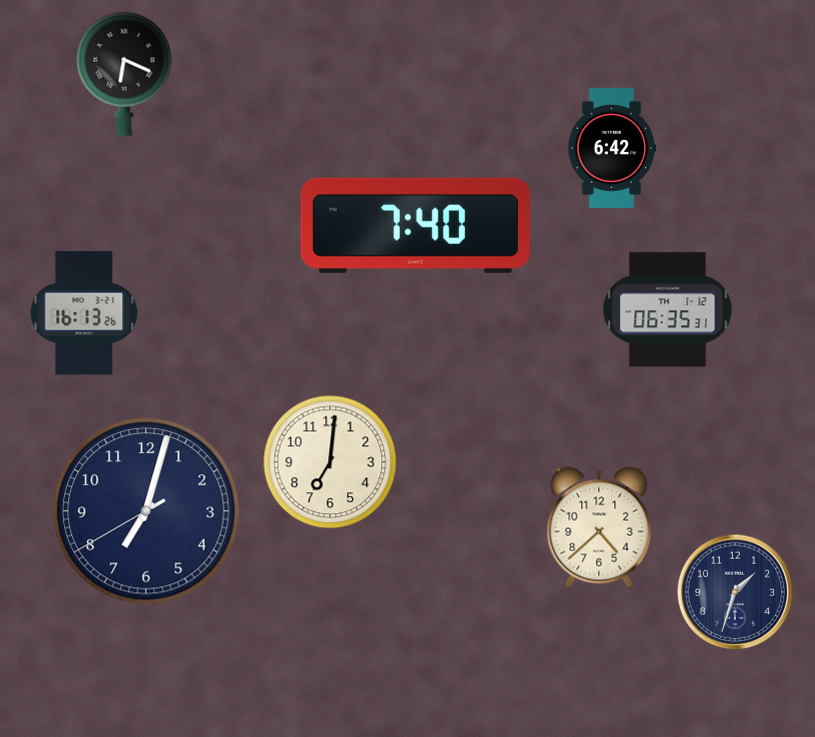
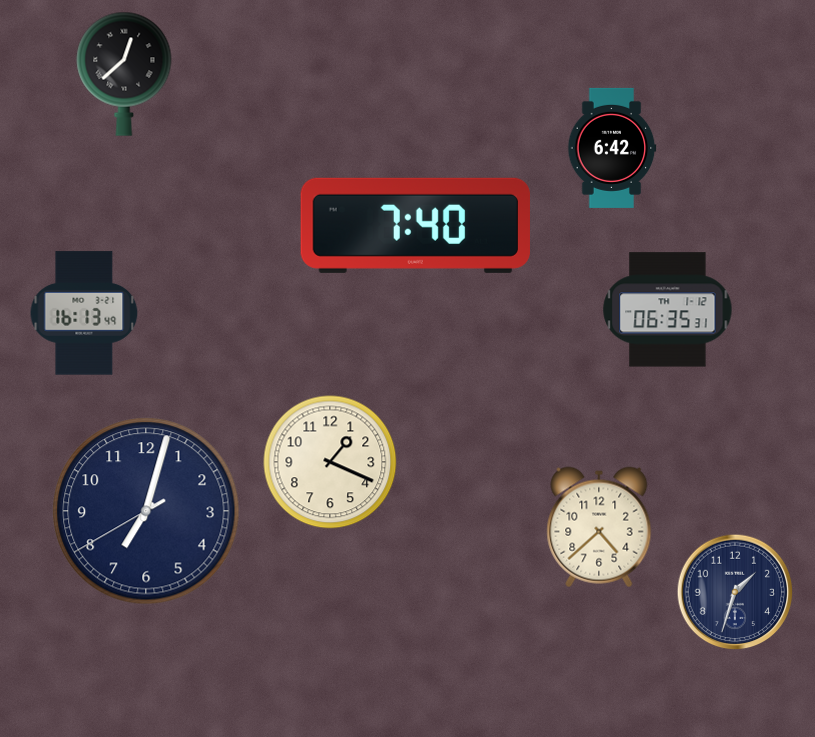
clock at (124, 74): 6:19 -> 12:38
clock at (84, 313): 16:13:26 -> 16:13:49
clock at (330, 462): 7:01 -> 1:19
